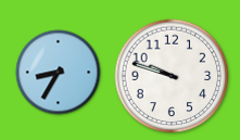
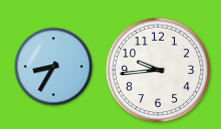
clock at (172, 76): 9:48 -> 9:44
